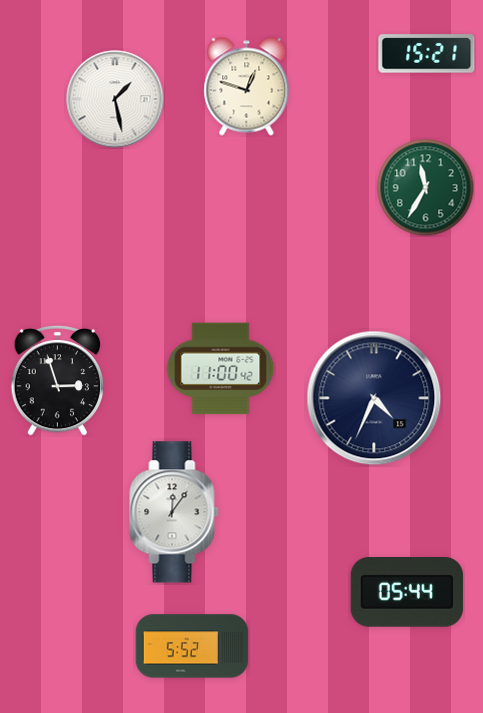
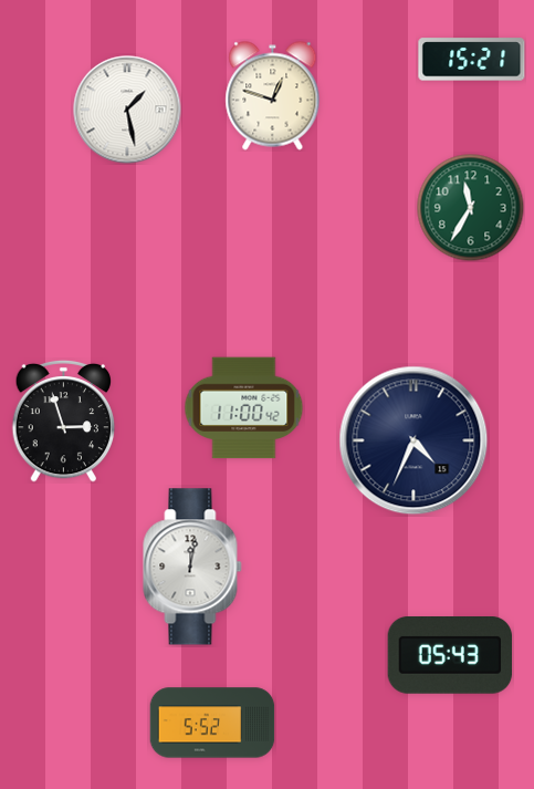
clock at (174, 512): 12:06 -> 12:02
clock at (407, 593): 05:44 -> 05:43
clock at (192, 646) position: (192, 646) -> (212, 723)
